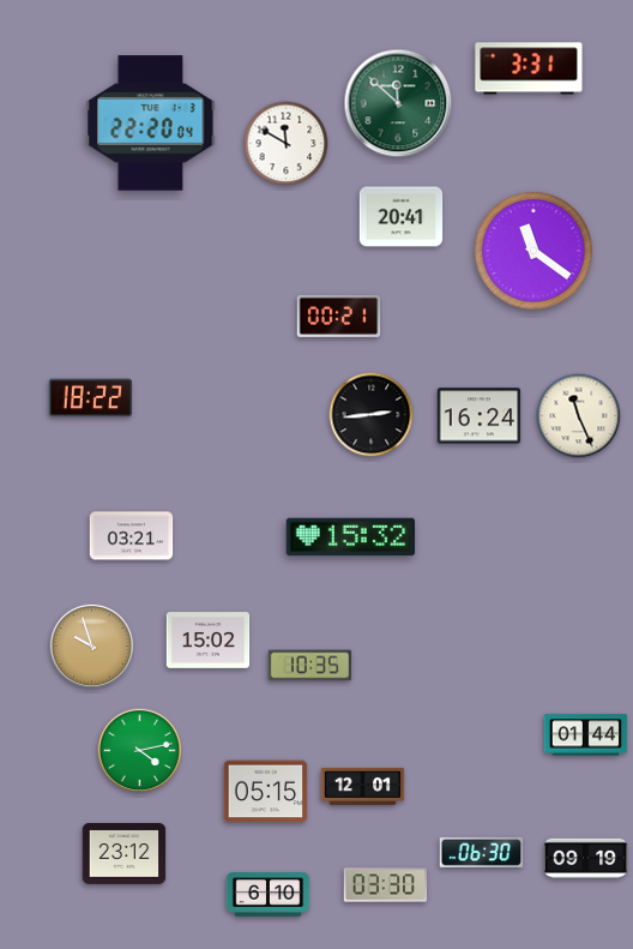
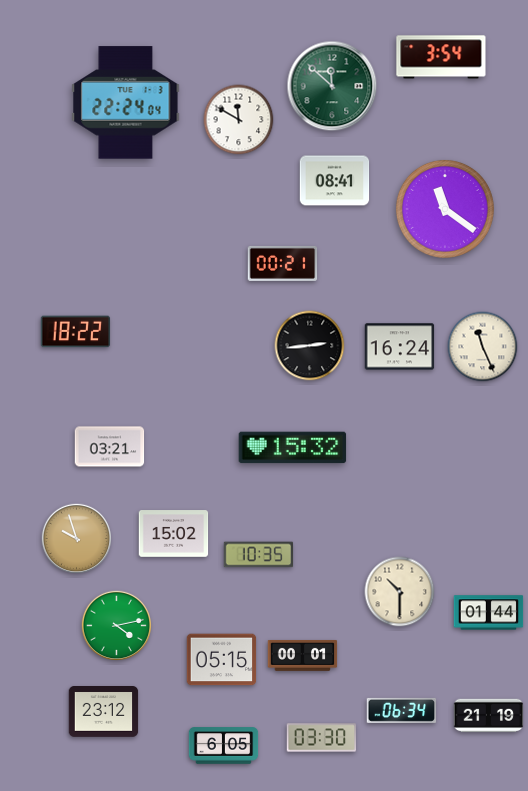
clock at (529, 68): 3:31 -> 3:54
clock at (151, 124): 22:20 -> 22:24
clock at (402, 217): 20:41 -> 08:41
clock at (400, 592): none -> 10:30
clock at (363, 786): 12:01 -> 00:01
clock at (482, 852): 06:30 -> 06:34
clock at (586, 859): 09:19 -> 21:19
clock at (269, 895): 6:10 -> 6:05
